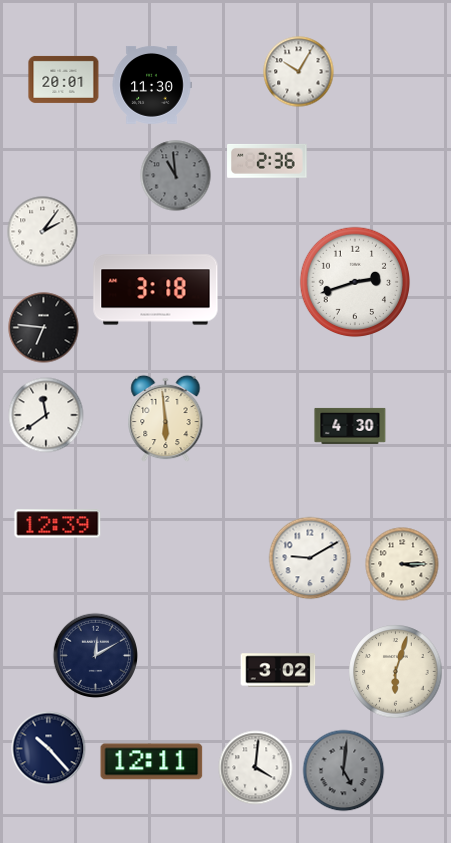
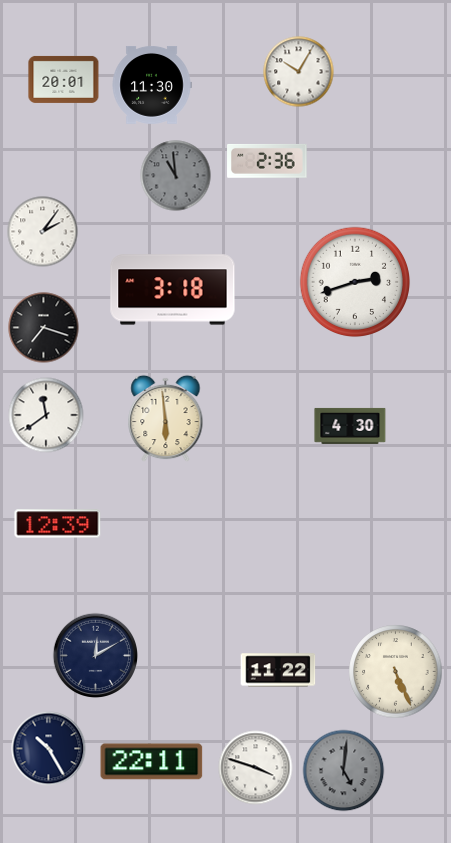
clock at (156, 290) position: (156, 290) -> (173, 290)
clock at (44, 328): 6:46 -> 7:18
clock at (310, 558): 9:10 -> none
clock at (402, 564): 3:15 -> none
clock at (278, 670): 3:02 -> 11:22
clock at (396, 672): 6:03 -> 5:26
clock at (49, 749): 10:23 -> 10:25
clock at (152, 762): 12:11 -> 22:11
clock at (256, 768): 4:01 -> 3:48
